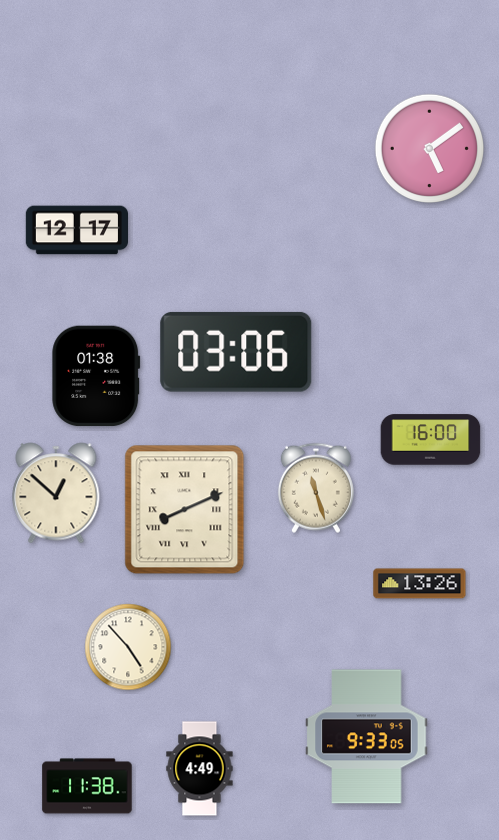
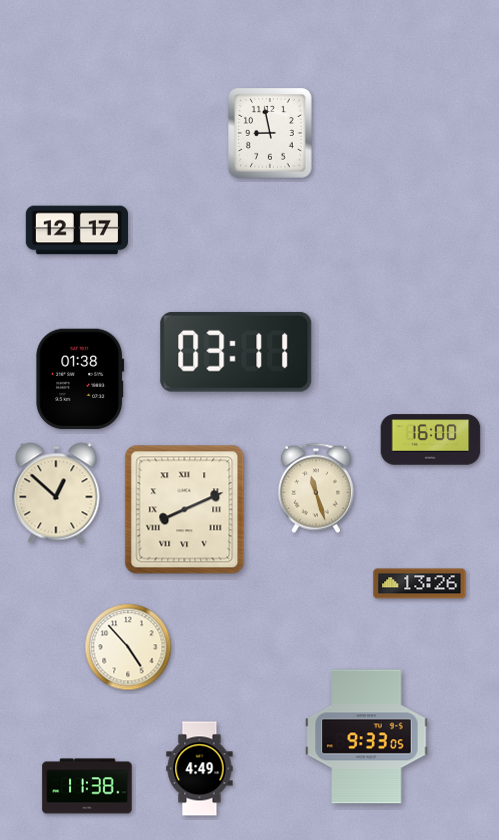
clock at (270, 133): none -> 8:58
clock at (429, 148): 5:09 -> none
clock at (236, 352): 03:06 -> 03:11
clock at (96, 376) position: (96, 376) -> (80, 379)
